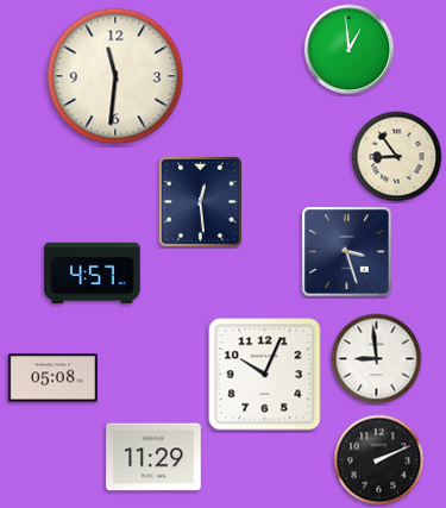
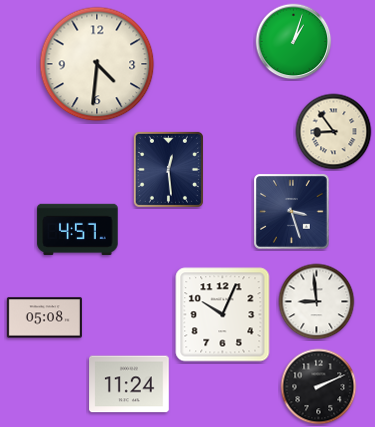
clock at (350, 50): 12:59 -> 1:03
clock at (115, 76): 11:31 -> 4:31
clock at (153, 457): 11:29 -> 11:24
